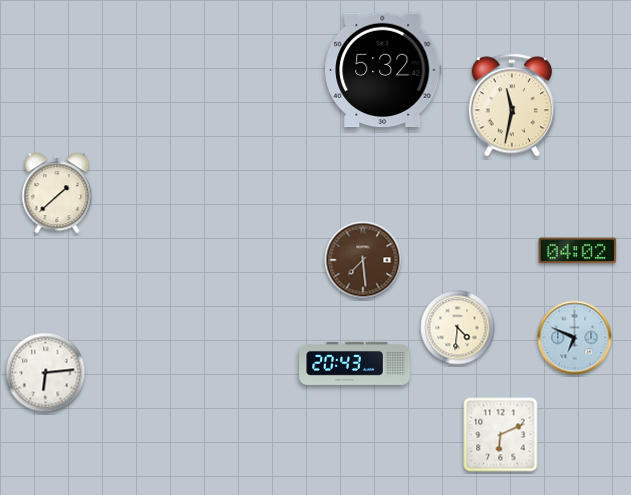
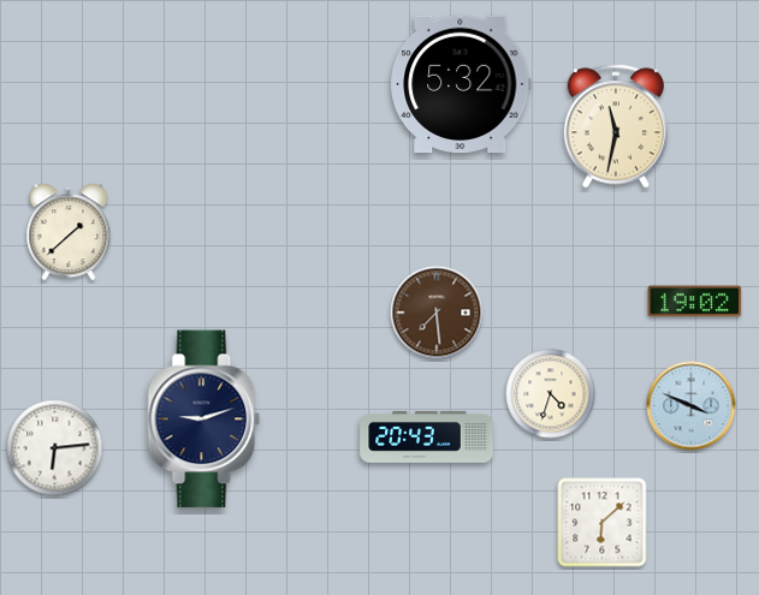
clock at (578, 251): 04:02 -> 19:02
clock at (458, 328): 4:31 -> 4:33
clock at (575, 338): 6:49 -> 3:49
clock at (204, 420): none -> 9:12
clock at (501, 435): 6:11 -> 6:08
